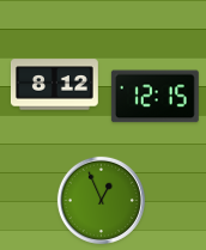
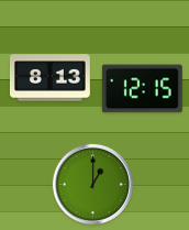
clock at (54, 85): 8:12 -> 8:13
clock at (101, 200): 12:56 -> 1:00
